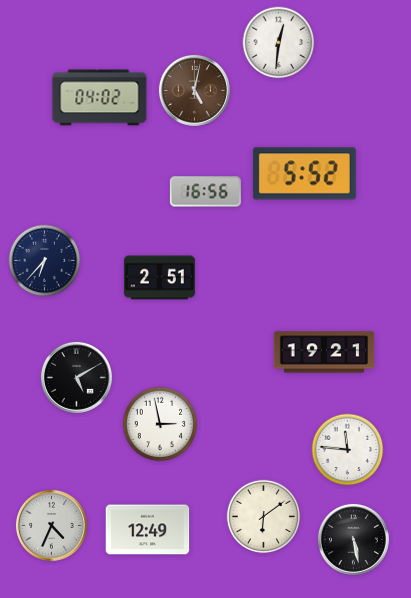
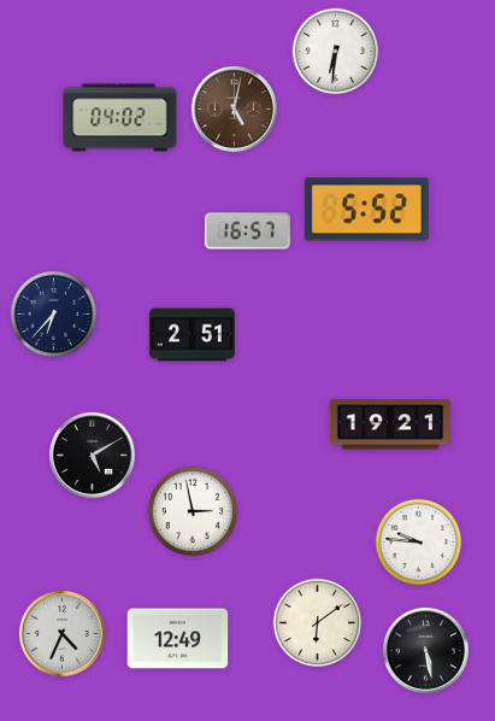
clock at (279, 43): 12:31 -> 6:31
clock at (205, 192): 16:56 -> 16:57
clock at (348, 450): 11:46 -> 9:46
